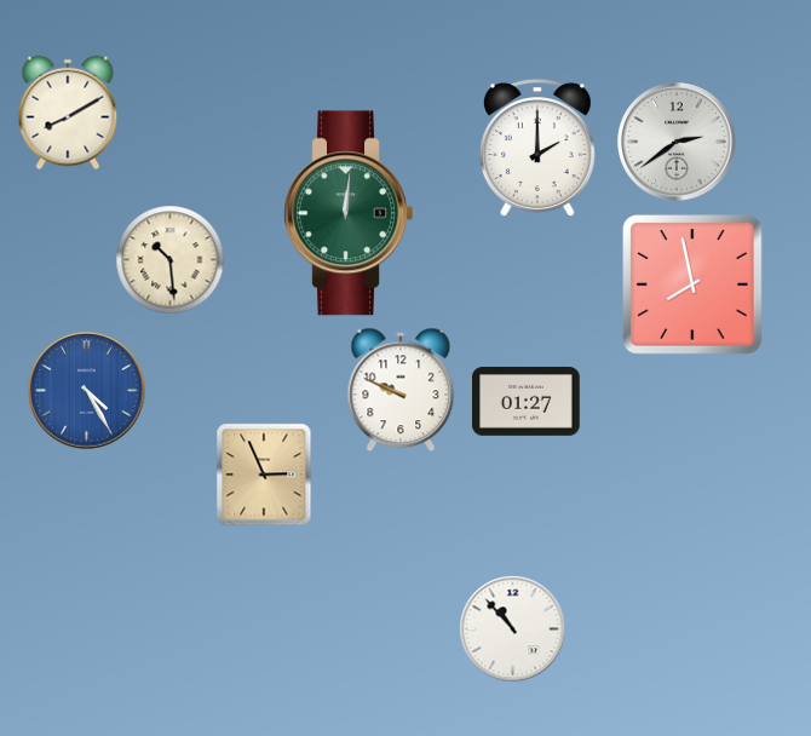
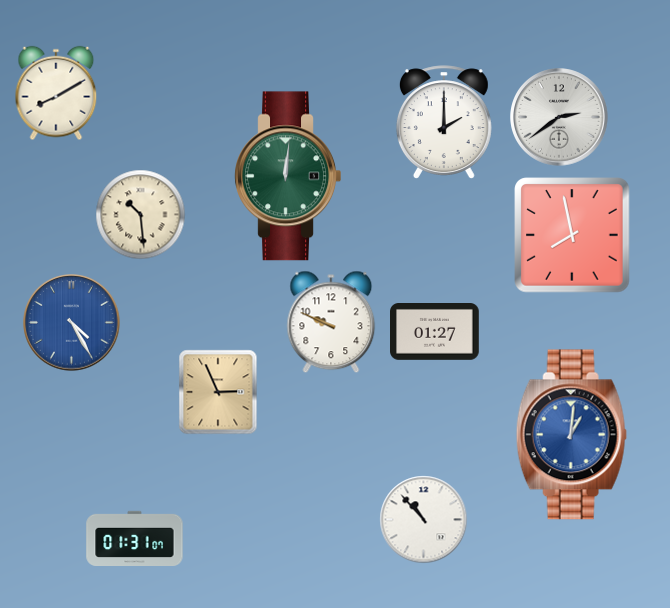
clock at (571, 435): none -> 1:01
clock at (135, 539): none -> 01:31
